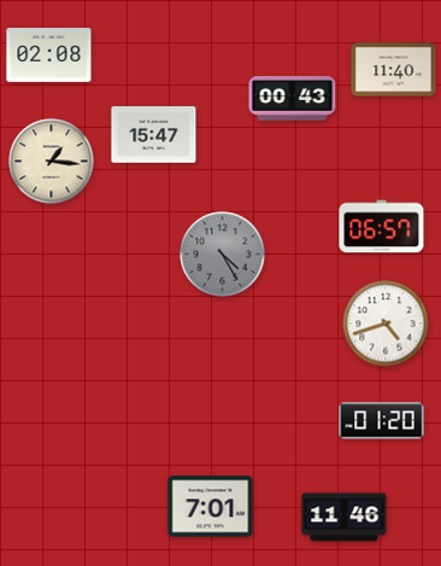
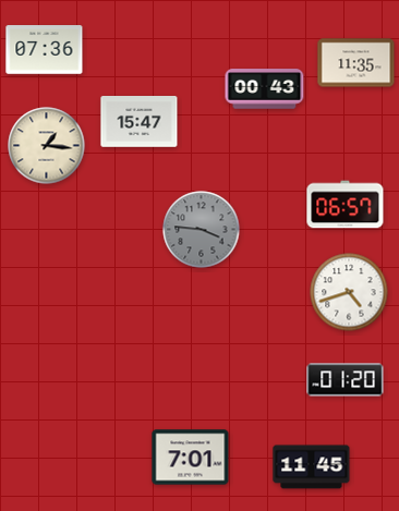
clock at (49, 56): 02:08 -> 07:36
clock at (394, 70): 11:40 -> 11:35
clock at (223, 255): 4:25 -> 3:46
clock at (345, 518): 11:46 -> 11:45
